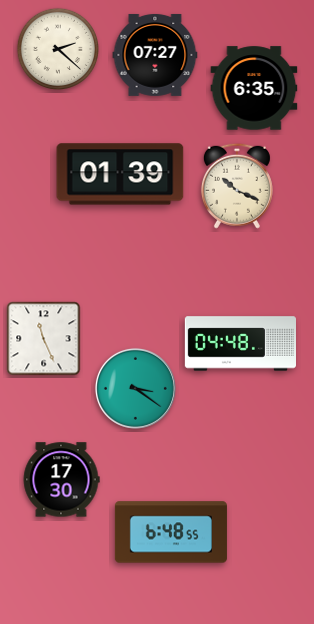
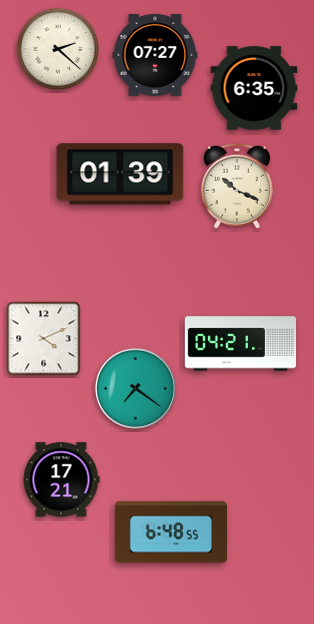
clock at (44, 339): 11:26 -> 4:11
clock at (240, 344): 04:48 -> 04:21
clock at (135, 388): 3:21 -> 7:21
clock at (61, 480): 17:30 -> 17:21
